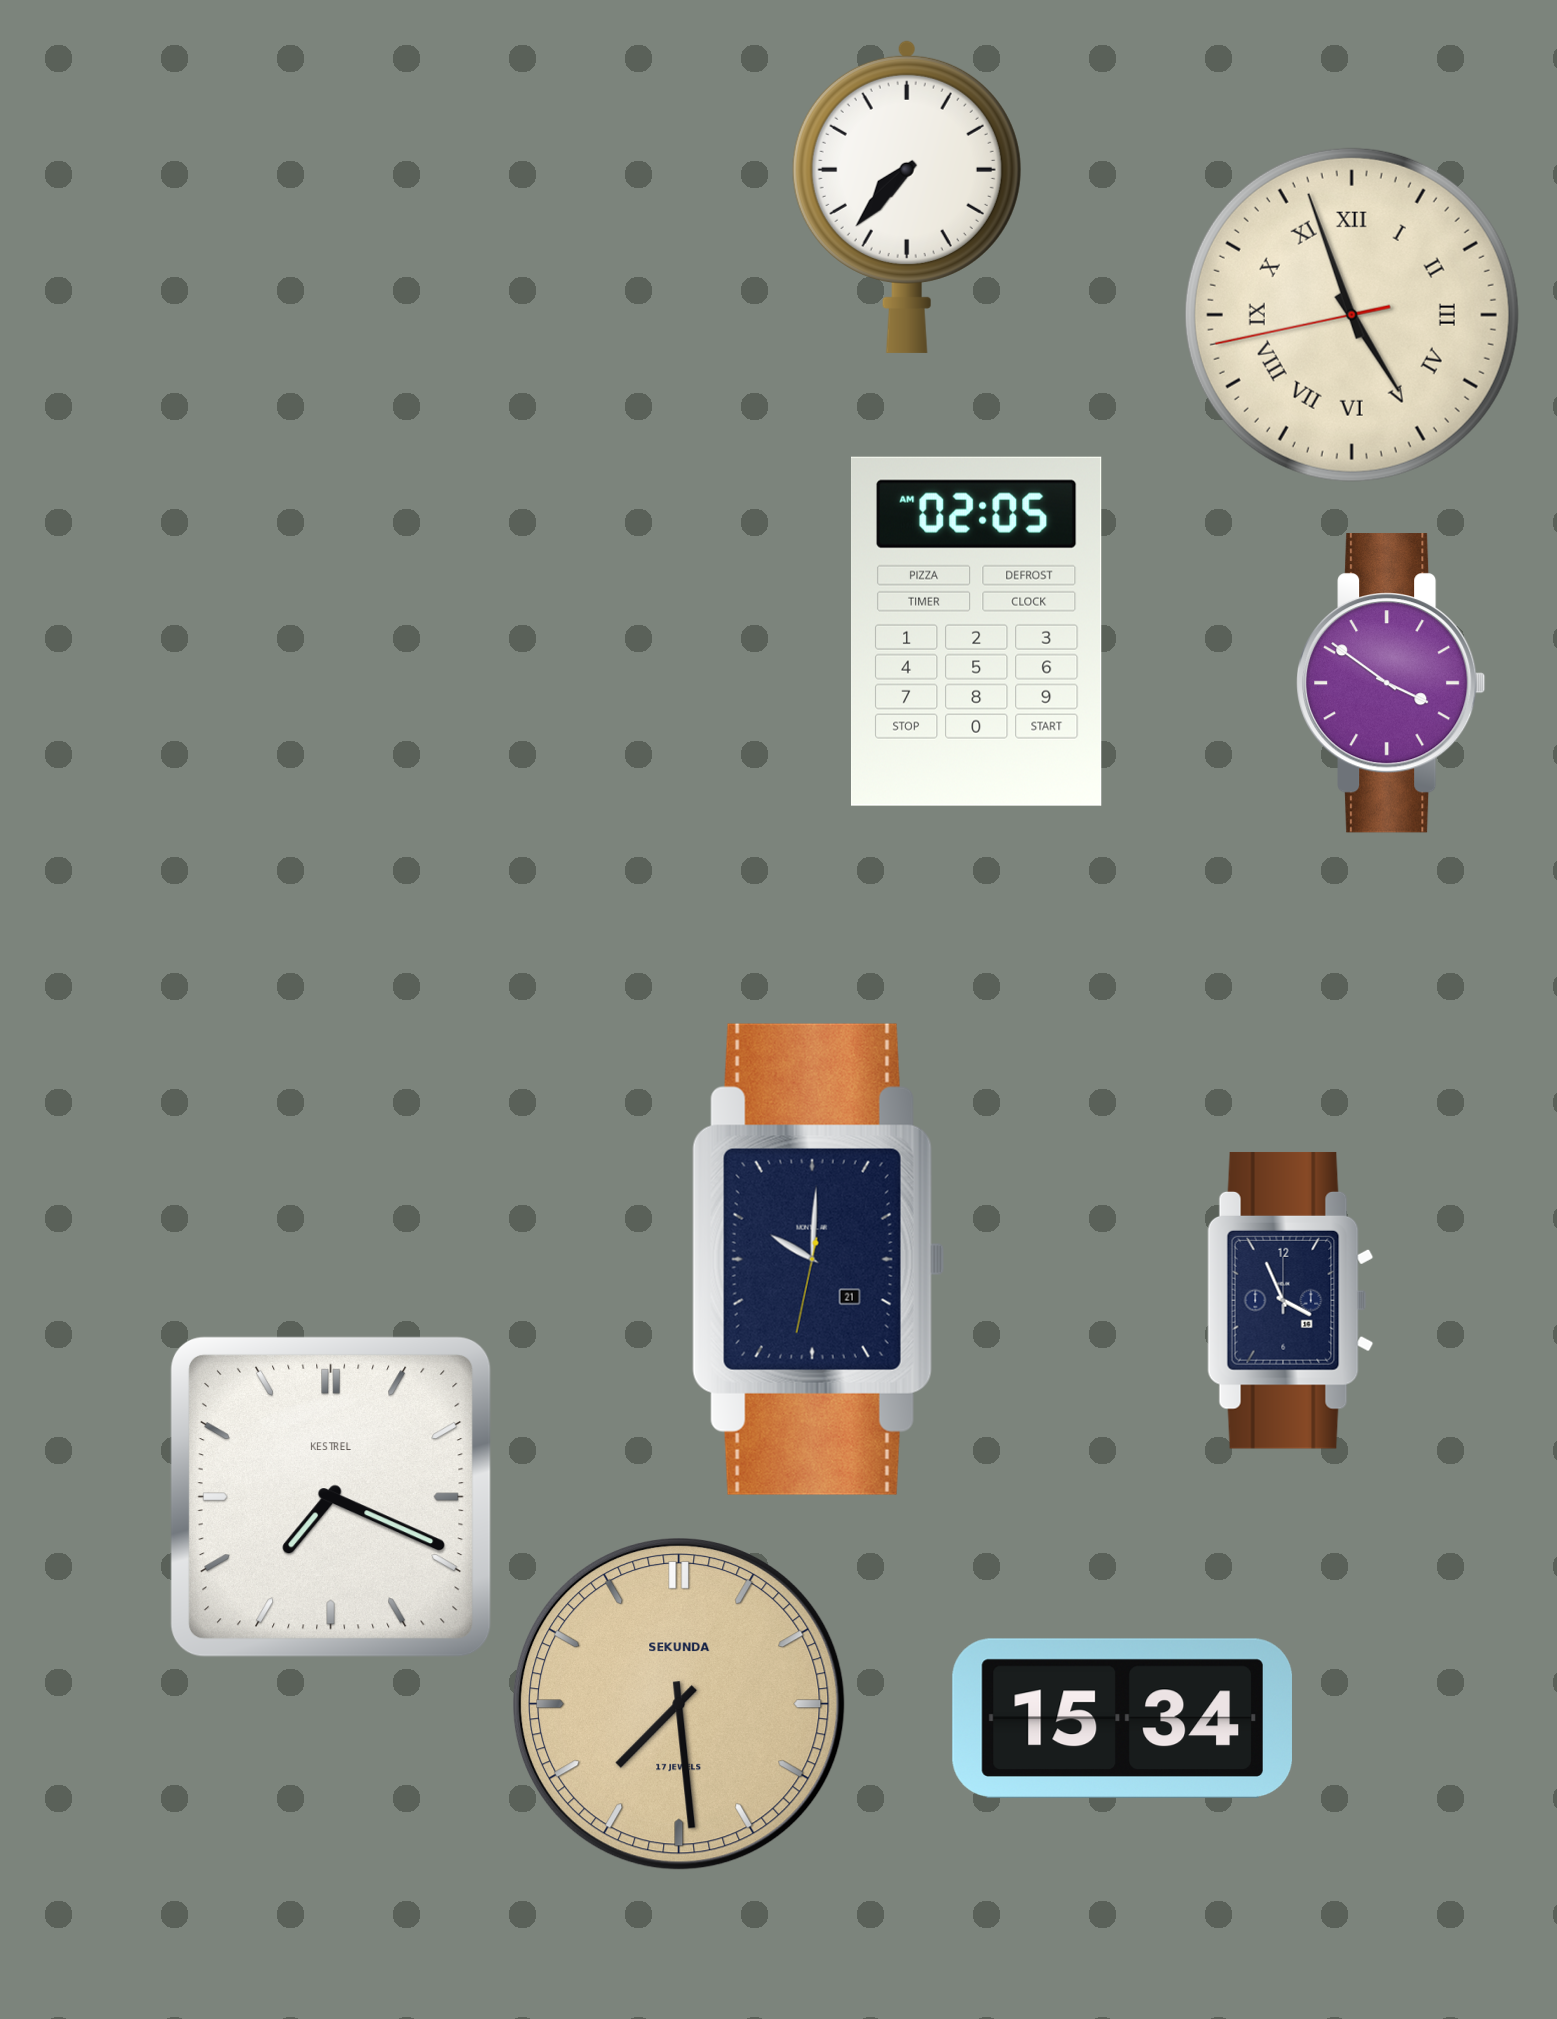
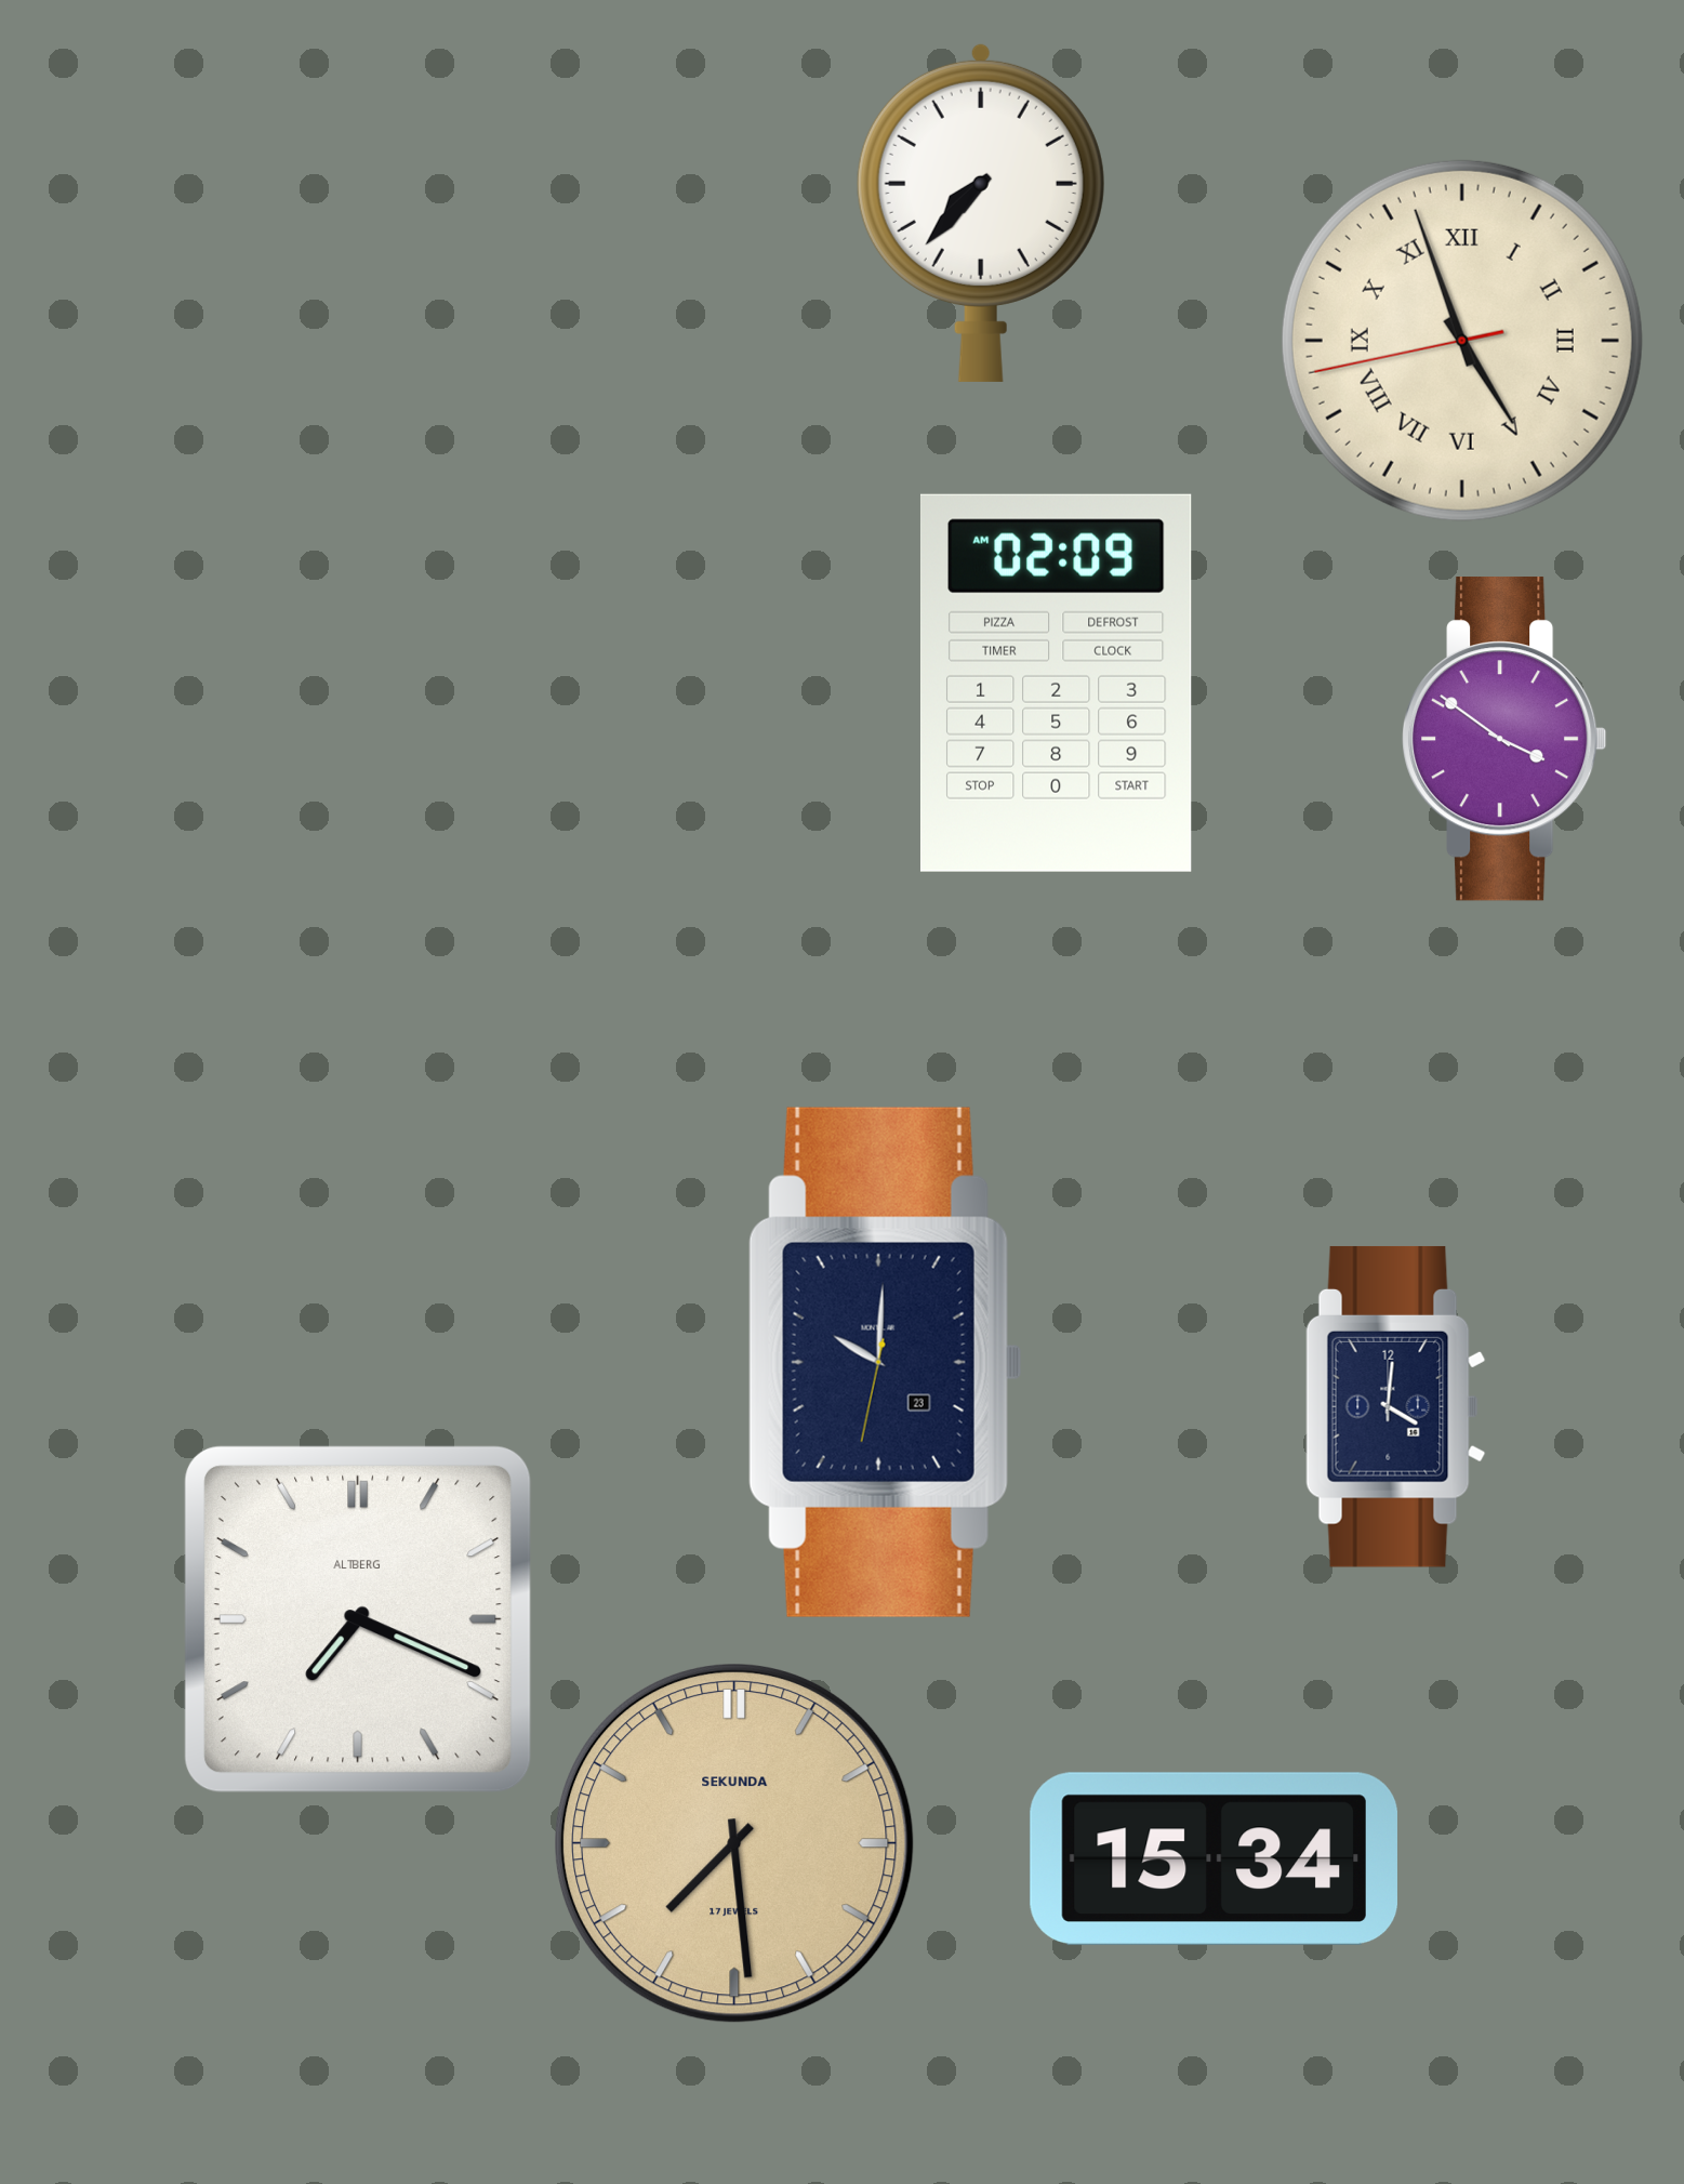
clock at (976, 631): 02:05 -> 02:09
clock at (818, 1259) date: 21 -> 23
clock at (1291, 1300): 3:56 -> 4:01
clock at (331, 1497) brand: KESTREL -> ALTBERG
